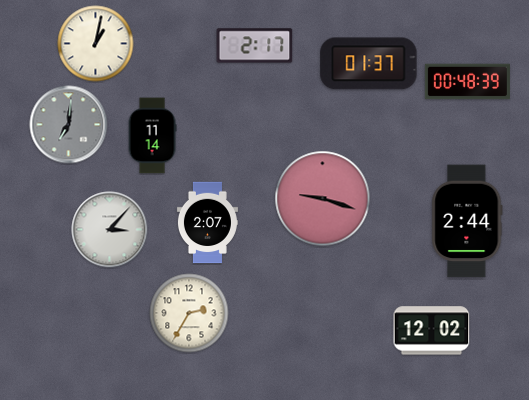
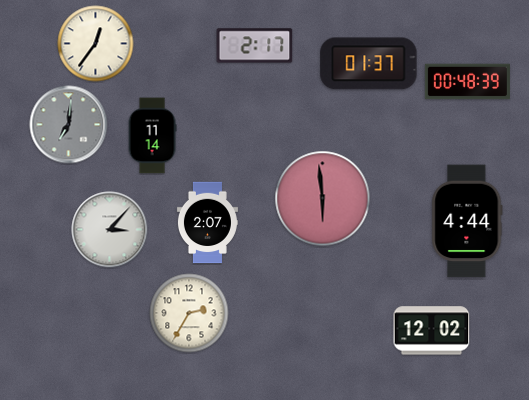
clock at (96, 44): 1:02 -> 12:36
clock at (323, 199): 9:18 -> 5:59
clock at (467, 221): 2:44 -> 4:44
